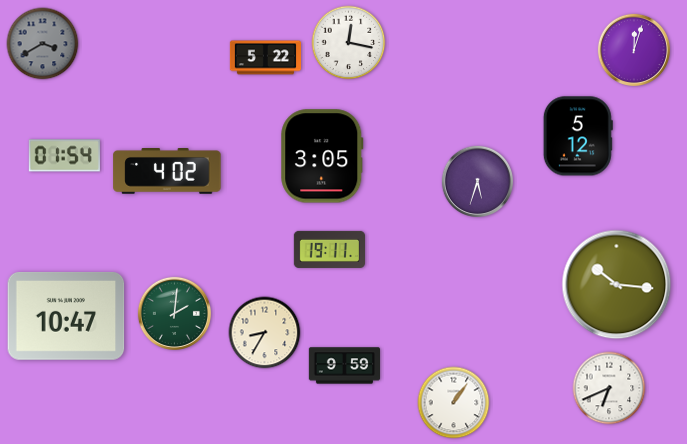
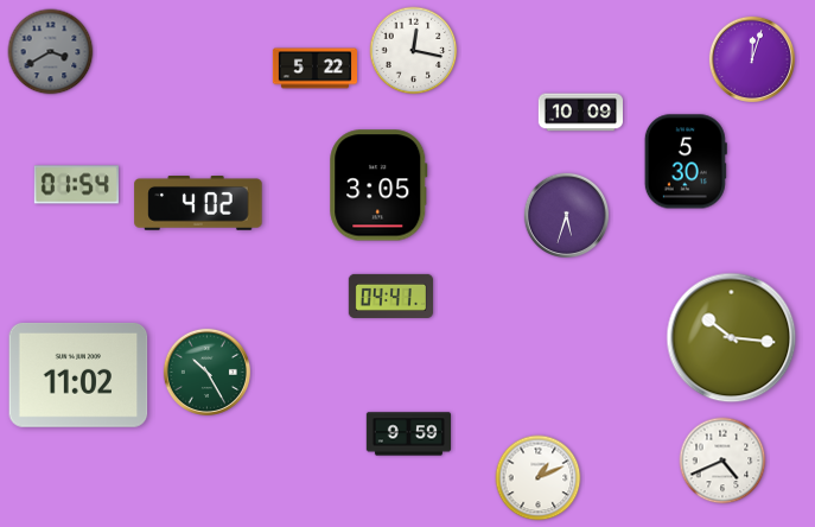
clock at (580, 113): none -> 10:09
clock at (578, 136): 5:12 -> 5:30
clock at (322, 156) position: (322, 156) -> (378, 185)
clock at (329, 249): 19:11 -> 04:41
clock at (174, 313): 2:01 -> 10:25
clock at (66, 316): 10:47 -> 11:02
clock at (265, 333): 8:35 -> none
clock at (609, 388): 6:41 -> 4:41
clock at (454, 403): 1:06 -> 1:11
